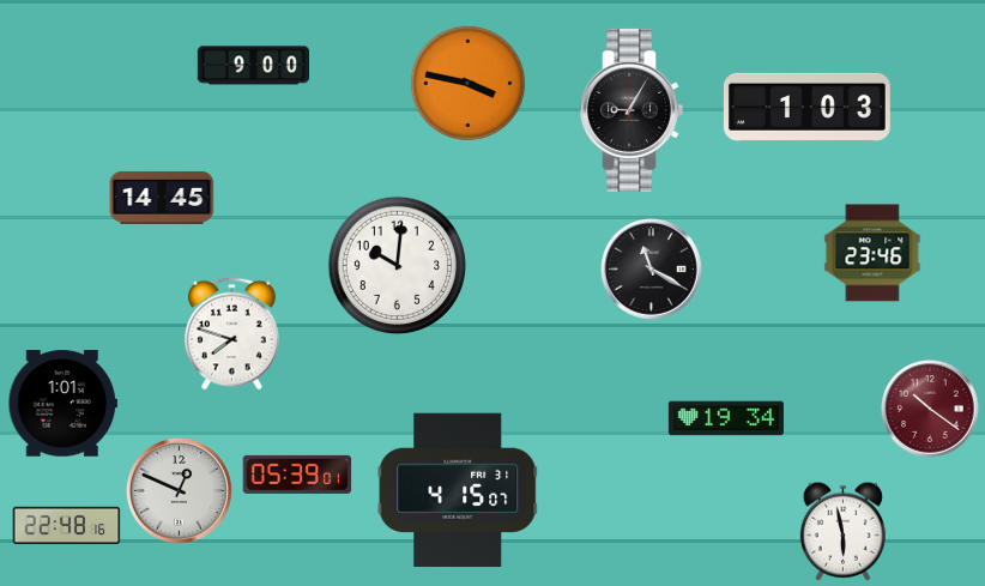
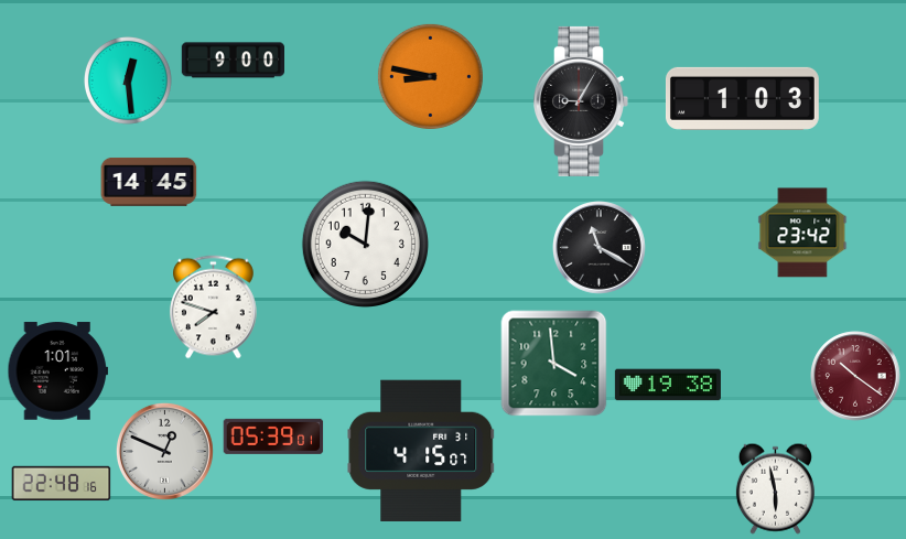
clock at (467, 83): 3:47 -> 8:47
clock at (129, 82): none -> 12:29
clock at (872, 253): 23:46 -> 23:42
clock at (554, 364): none -> 3:59
clock at (726, 418): 19:34 -> 19:38
